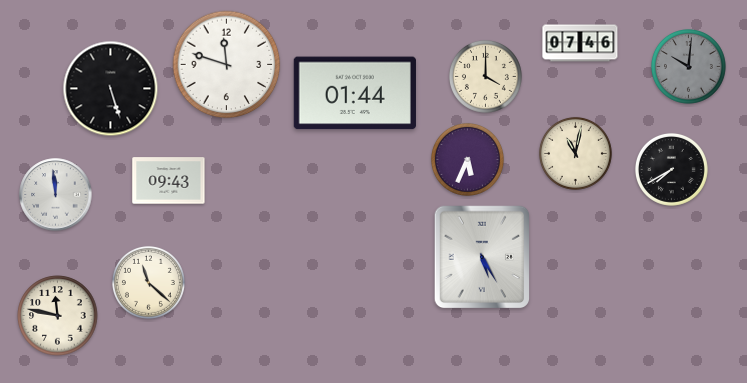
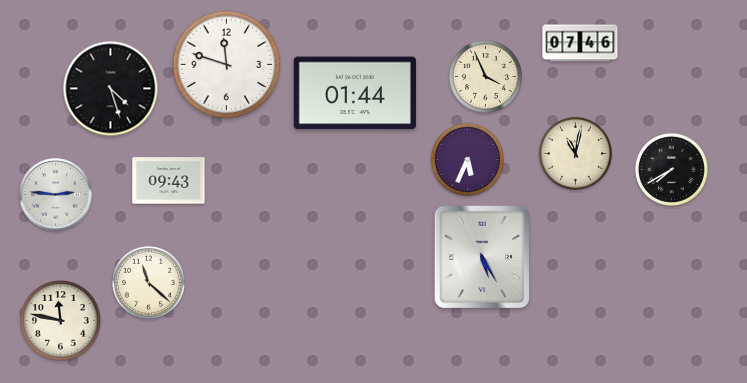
clock at (689, 67): 10:01 -> none
clock at (485, 76): 4:00 -> 3:56
clock at (111, 89): 5:27 -> 4:27
clock at (56, 195): 11:59 -> 2:46
clock at (58, 316) position: (58, 316) -> (61, 321)
